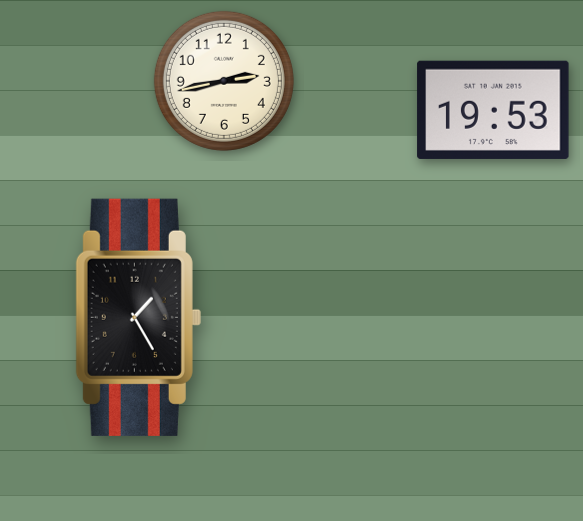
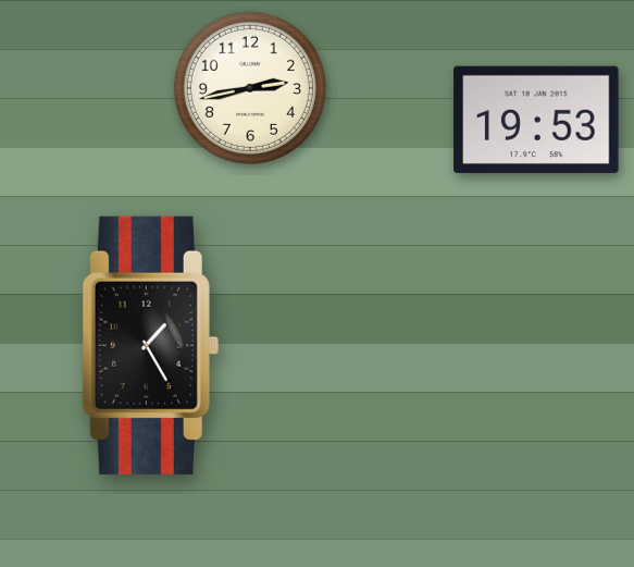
clock at (224, 81) position: (224, 81) -> (250, 88)
